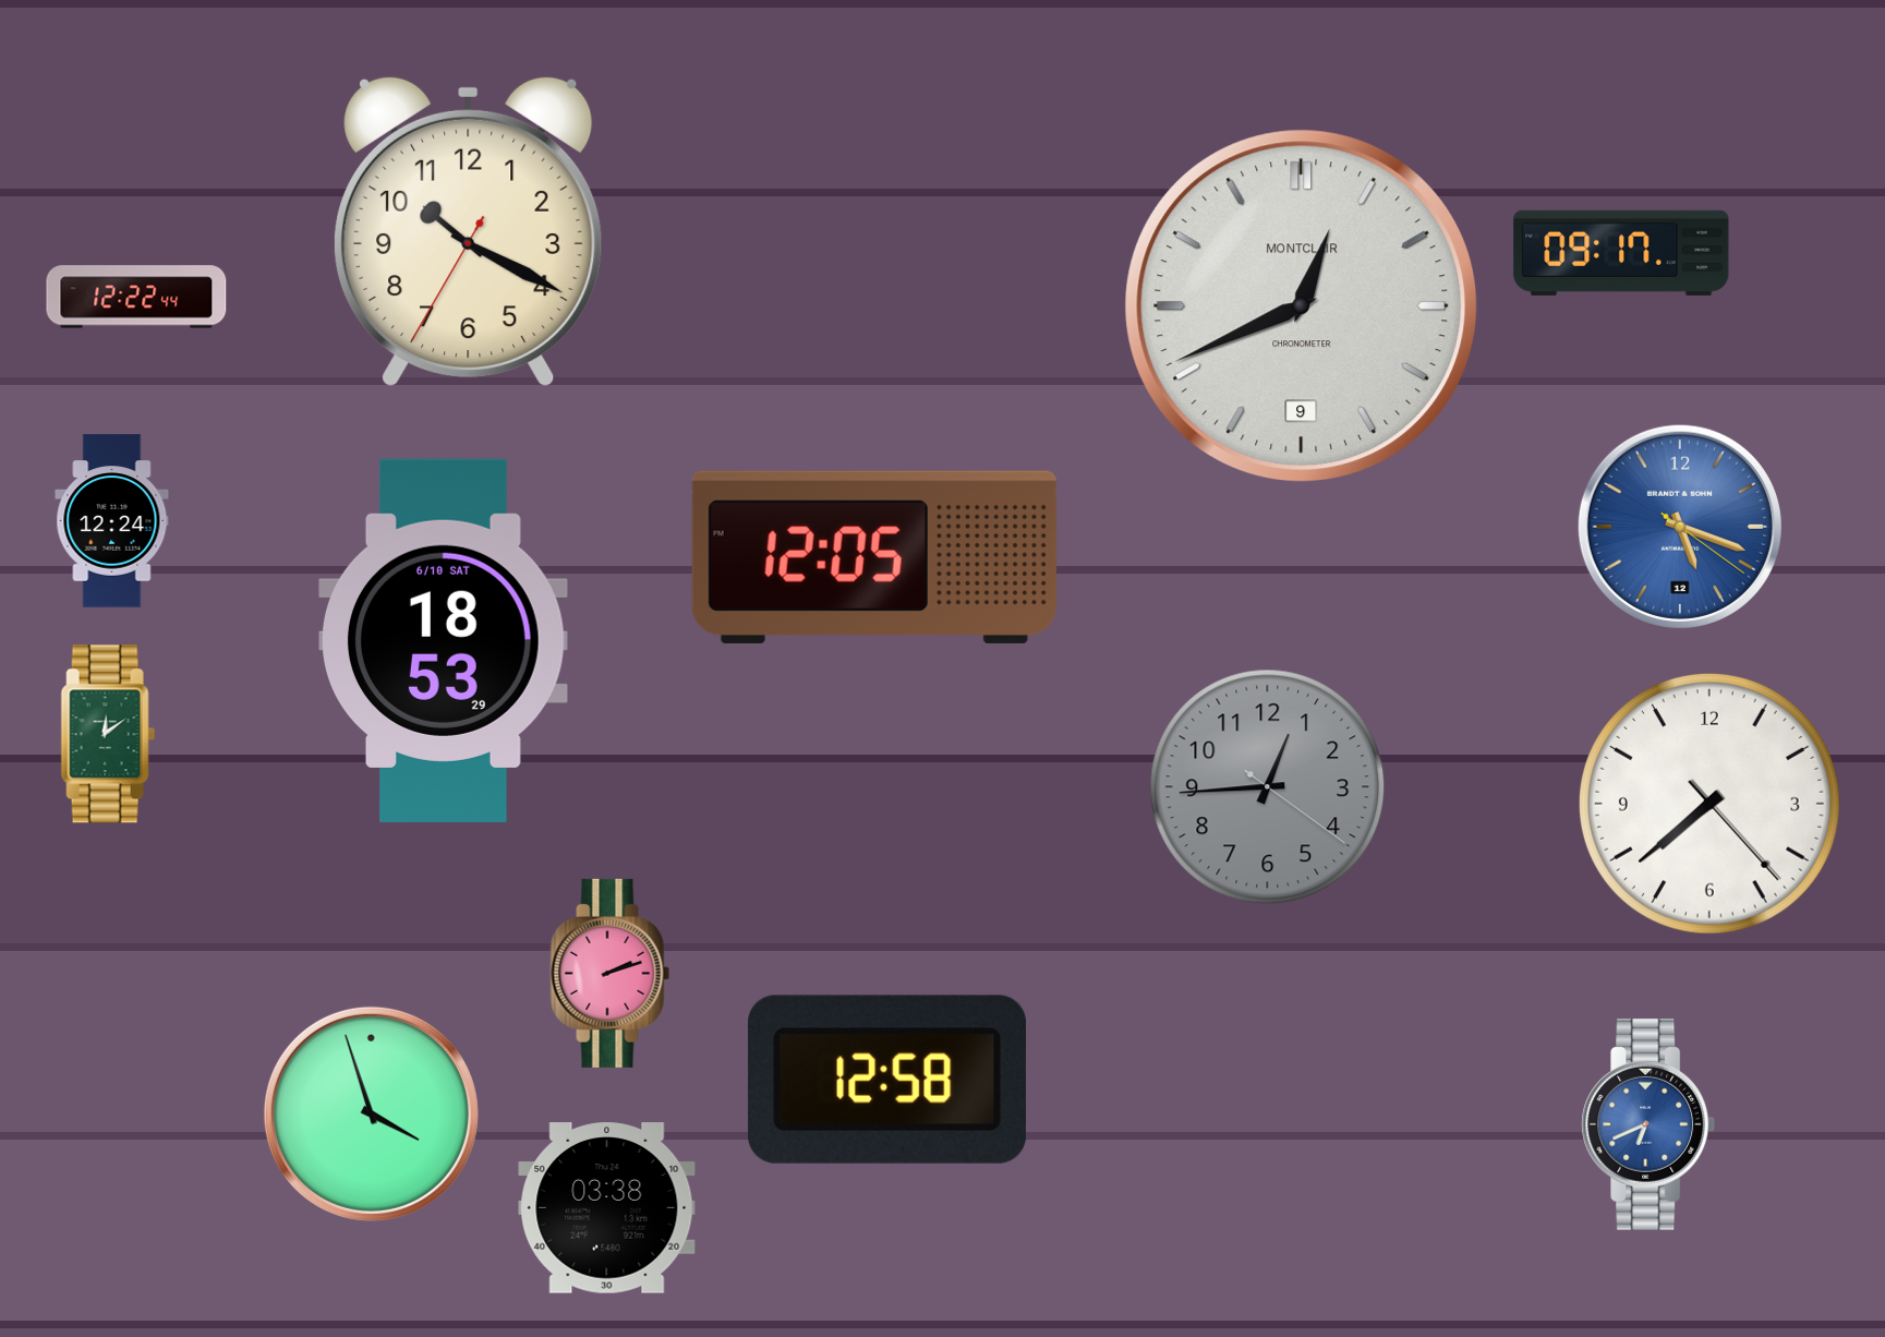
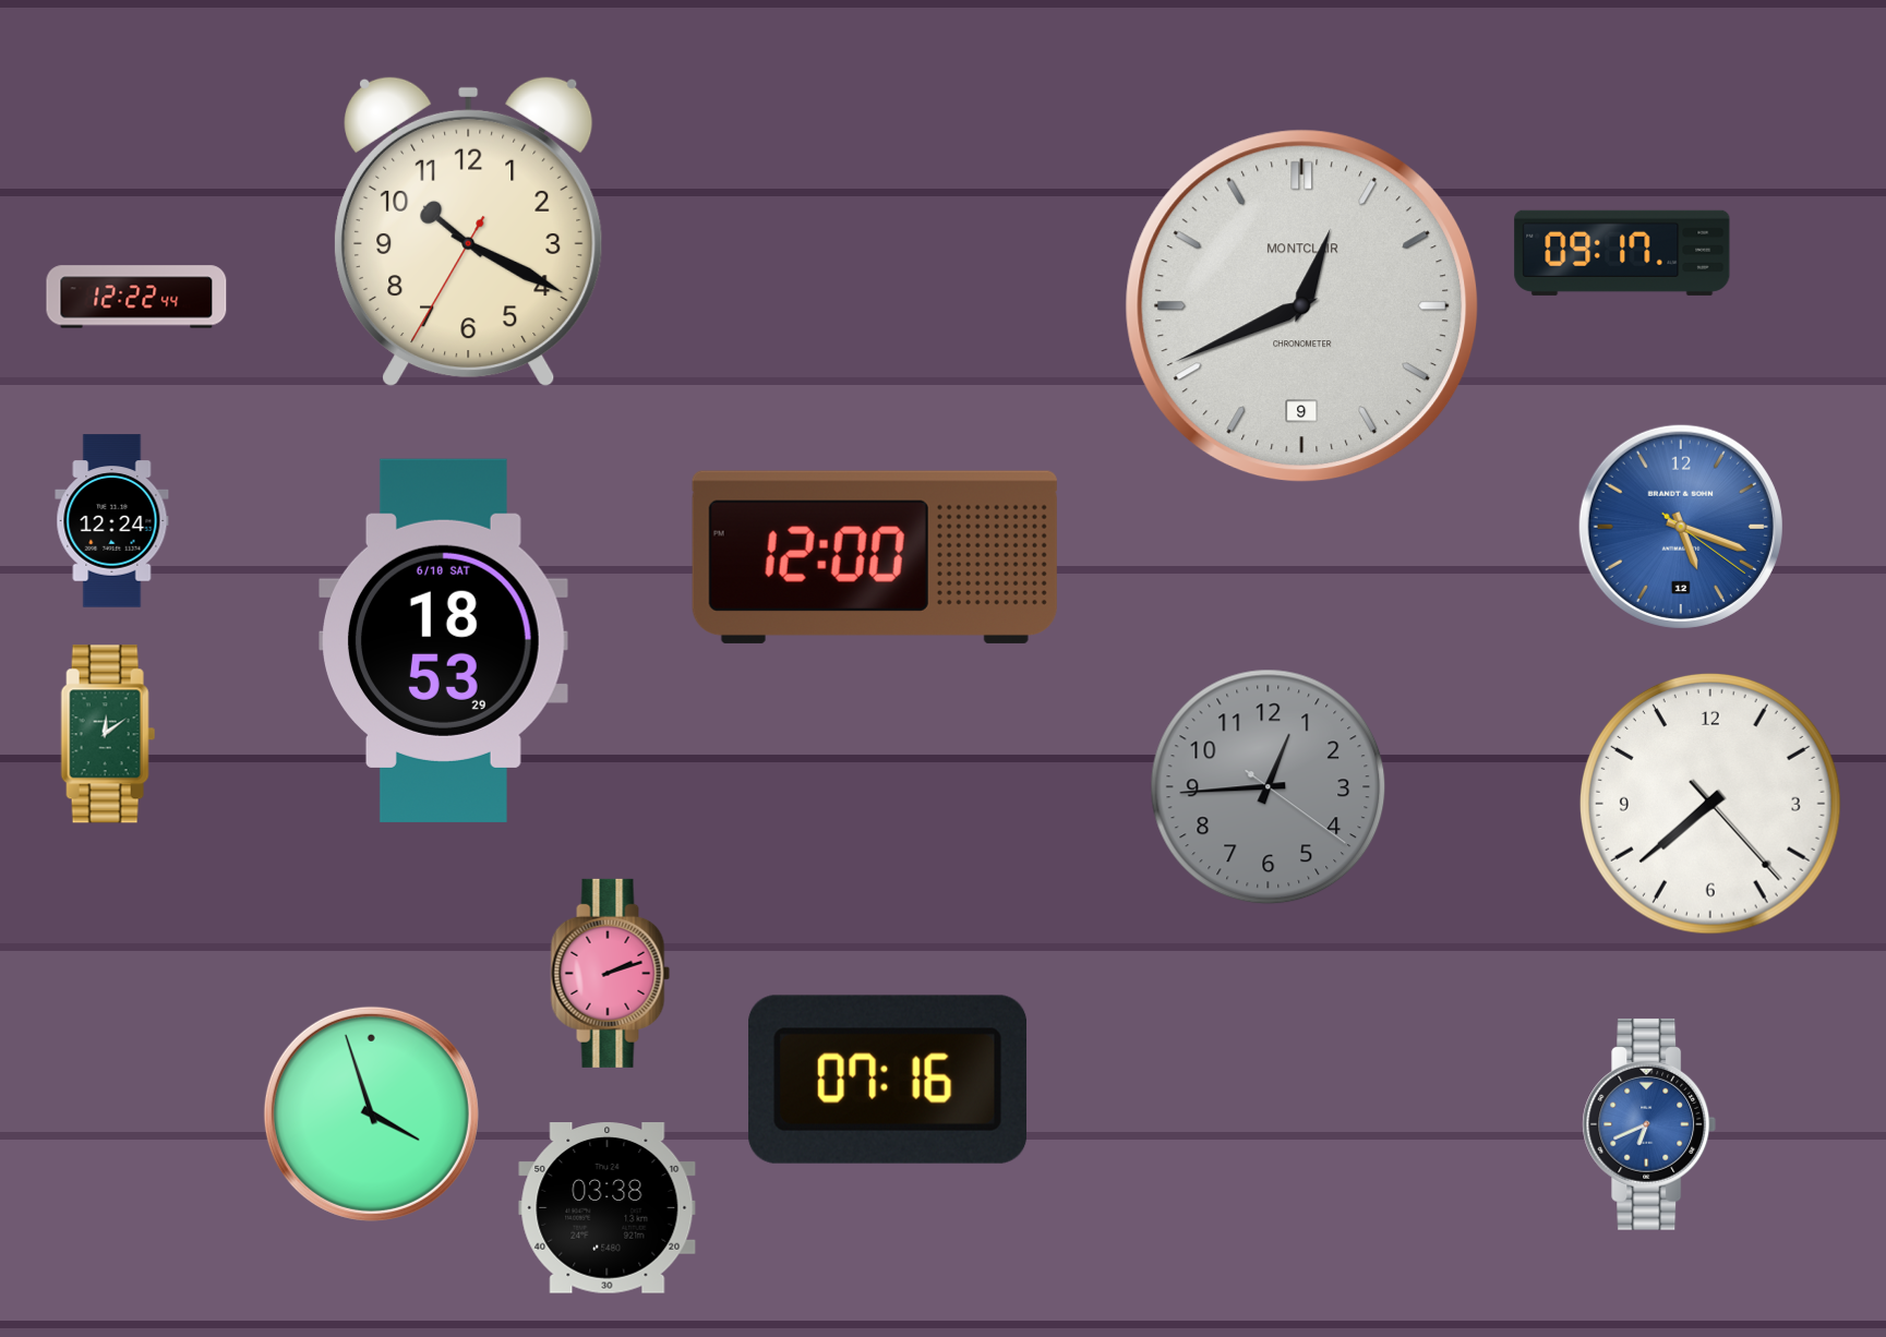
clock at (874, 557): 12:05 -> 12:00
clock at (886, 1080): 12:58 -> 07:16
